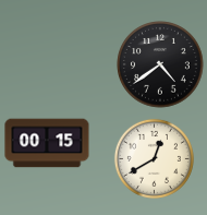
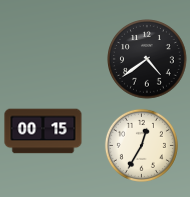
clock at (154, 158): 12:40 -> 12:35
